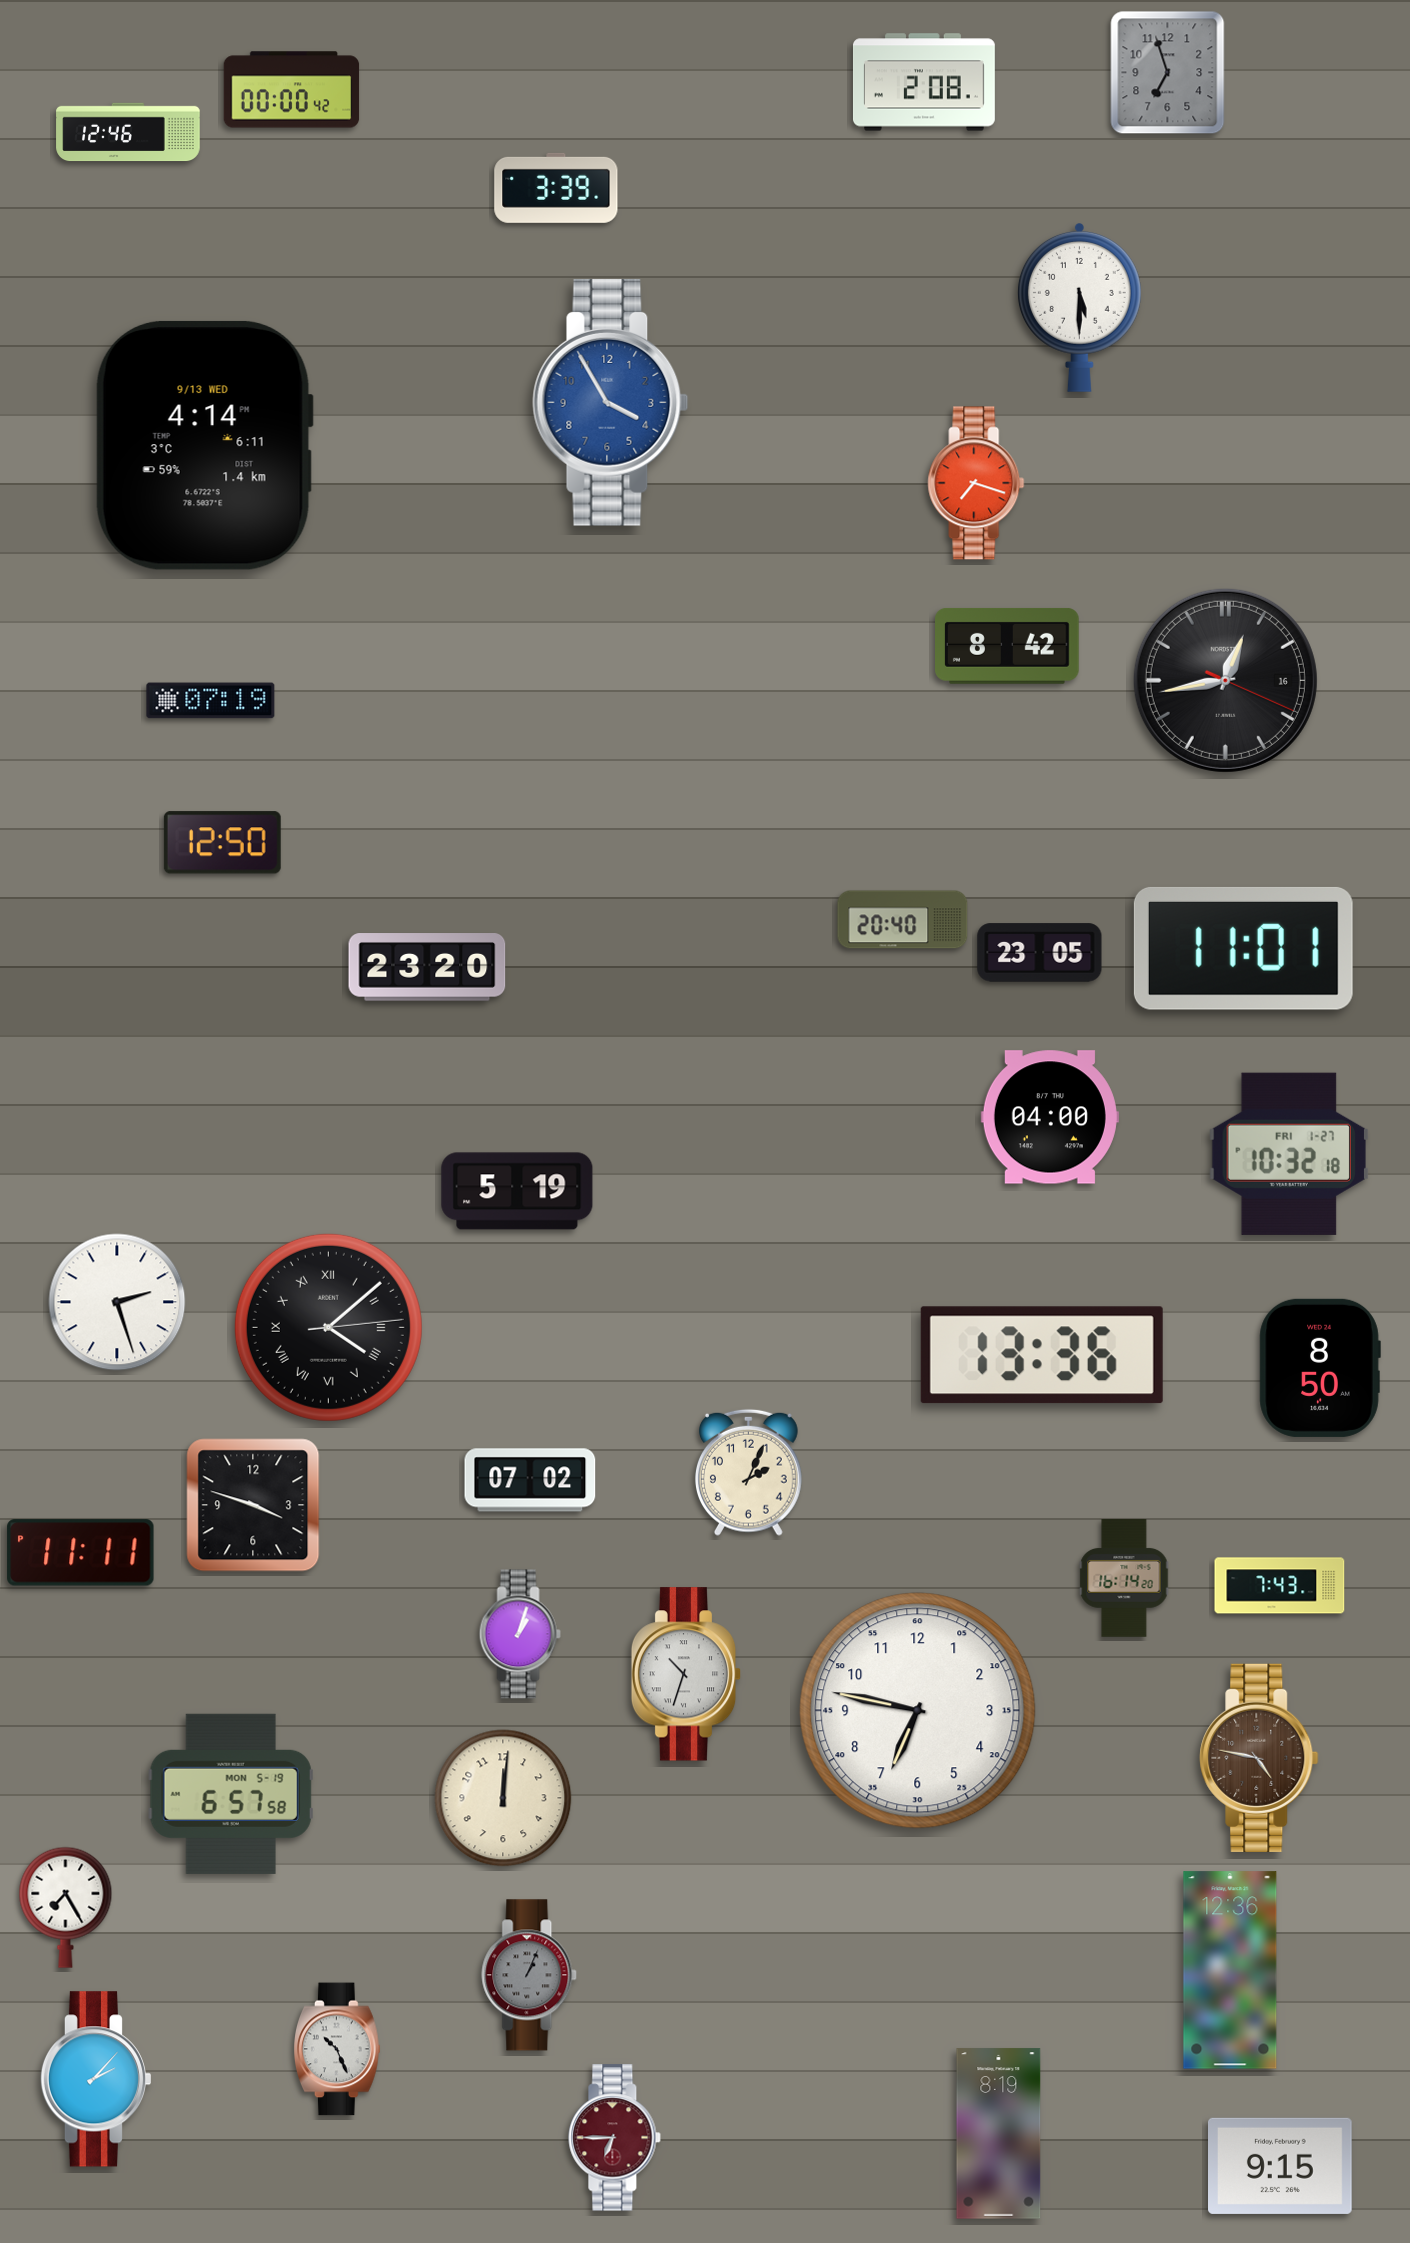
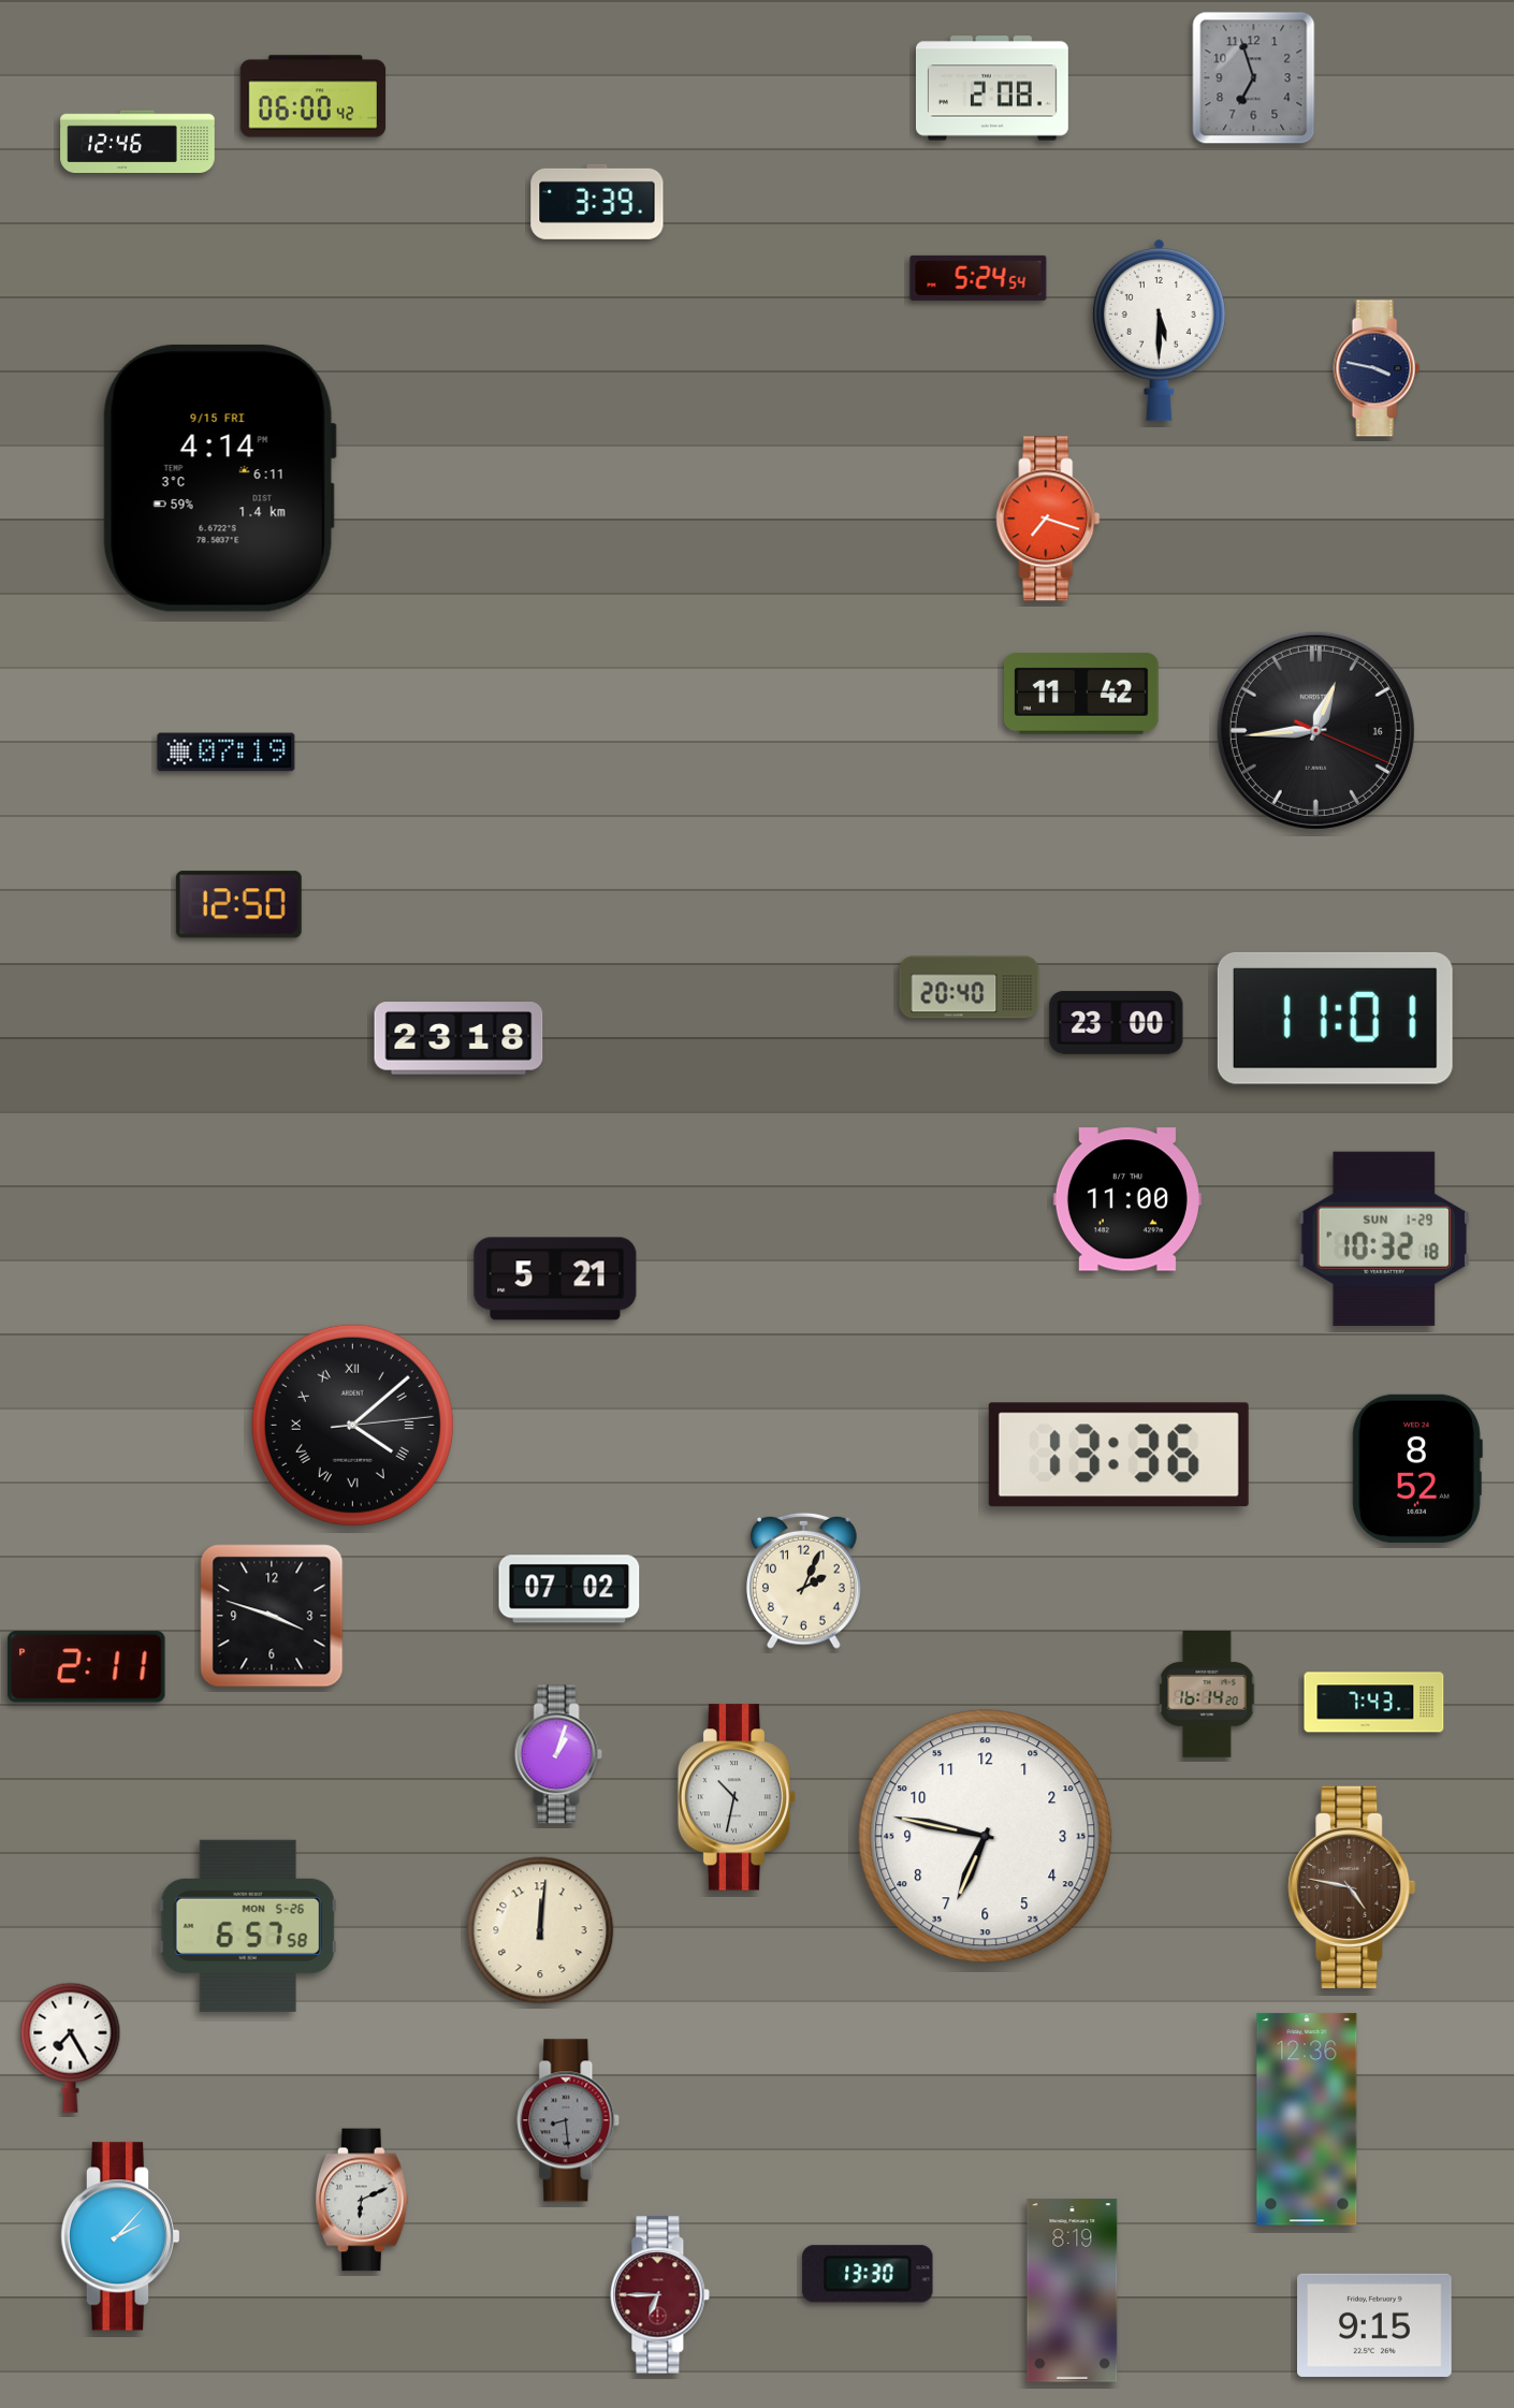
clock at (292, 90): 00:00 -> 06:00
clock at (978, 278): none -> 5:24
clock at (1377, 368): none -> 3:47
clock at (611, 402): 3:55 -> none
clock at (204, 445) date: 9/13 WED -> 9/15 FRI
clock at (1008, 646): 8:42 -> 11:42
clock at (1225, 680): 12:43 -> 12:44
clock at (1040, 953): 23:05 -> 23:00
clock at (427, 967): 23:20 -> 23:18
clock at (1050, 1117): 04:00 -> 11:00
clock at (1289, 1154) date: FRI 1-27 -> SUN 1-29
clock at (517, 1191): 5:19 -> 5:21
clock at (117, 1302): 2:27 -> none
clock at (1320, 1368): 8:50 -> 8:52
clock at (81, 1553): 11:11 -> 2:11
clock at (686, 1674): 10:33 -> 10:32
clock at (231, 1794) date: MON 5-19 -> MON 5-26
clock at (1230, 1970) position: (1230, 1970) -> (1307, 2119)
clock at (530, 1975): 1:04 -> 8:29
clock at (338, 2049): 10:26 -> 6:11
clock at (95, 2079) position: (95, 2079) -> (119, 2236)
clock at (868, 2274): none -> 13:30
